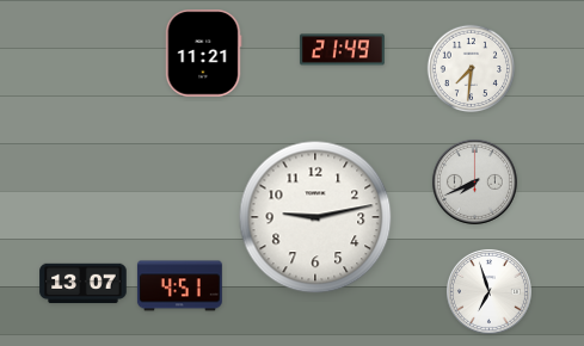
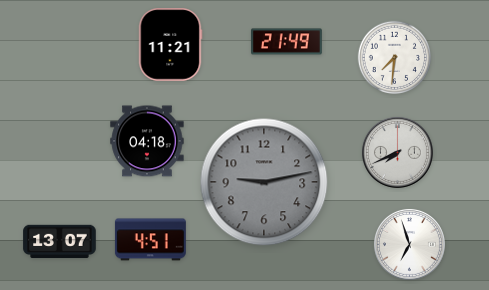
clock at (147, 141): none -> 04:18
clock at (315, 217) dial: white -> grey
clock at (84, 284) position: (84, 284) -> (60, 242)
